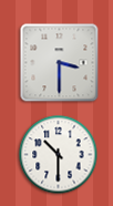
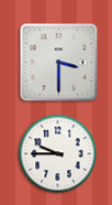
clock at (59, 155): 10:30 -> 9:45
